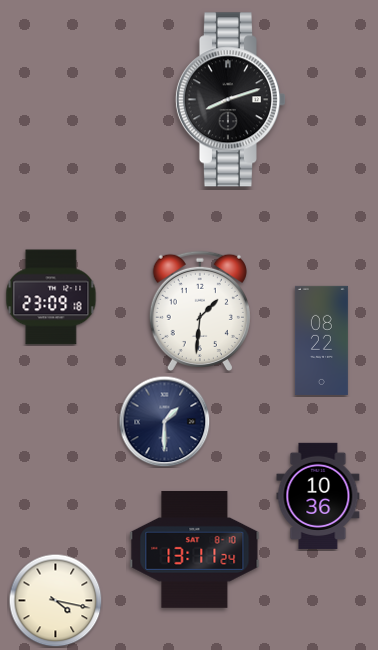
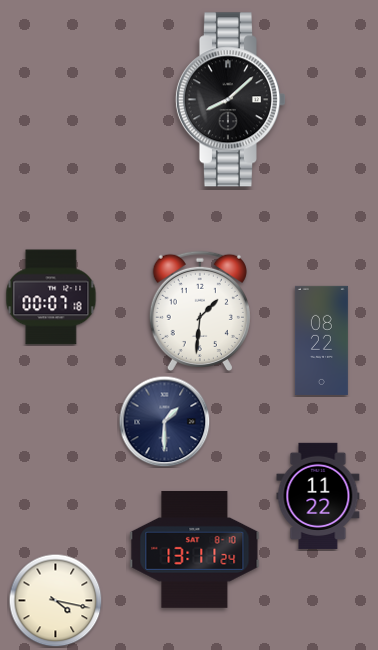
clock at (230, 100): 8:12 -> 8:08
clock at (51, 297): 23:09 -> 00:07
clock at (318, 496): 10:36 -> 11:22
